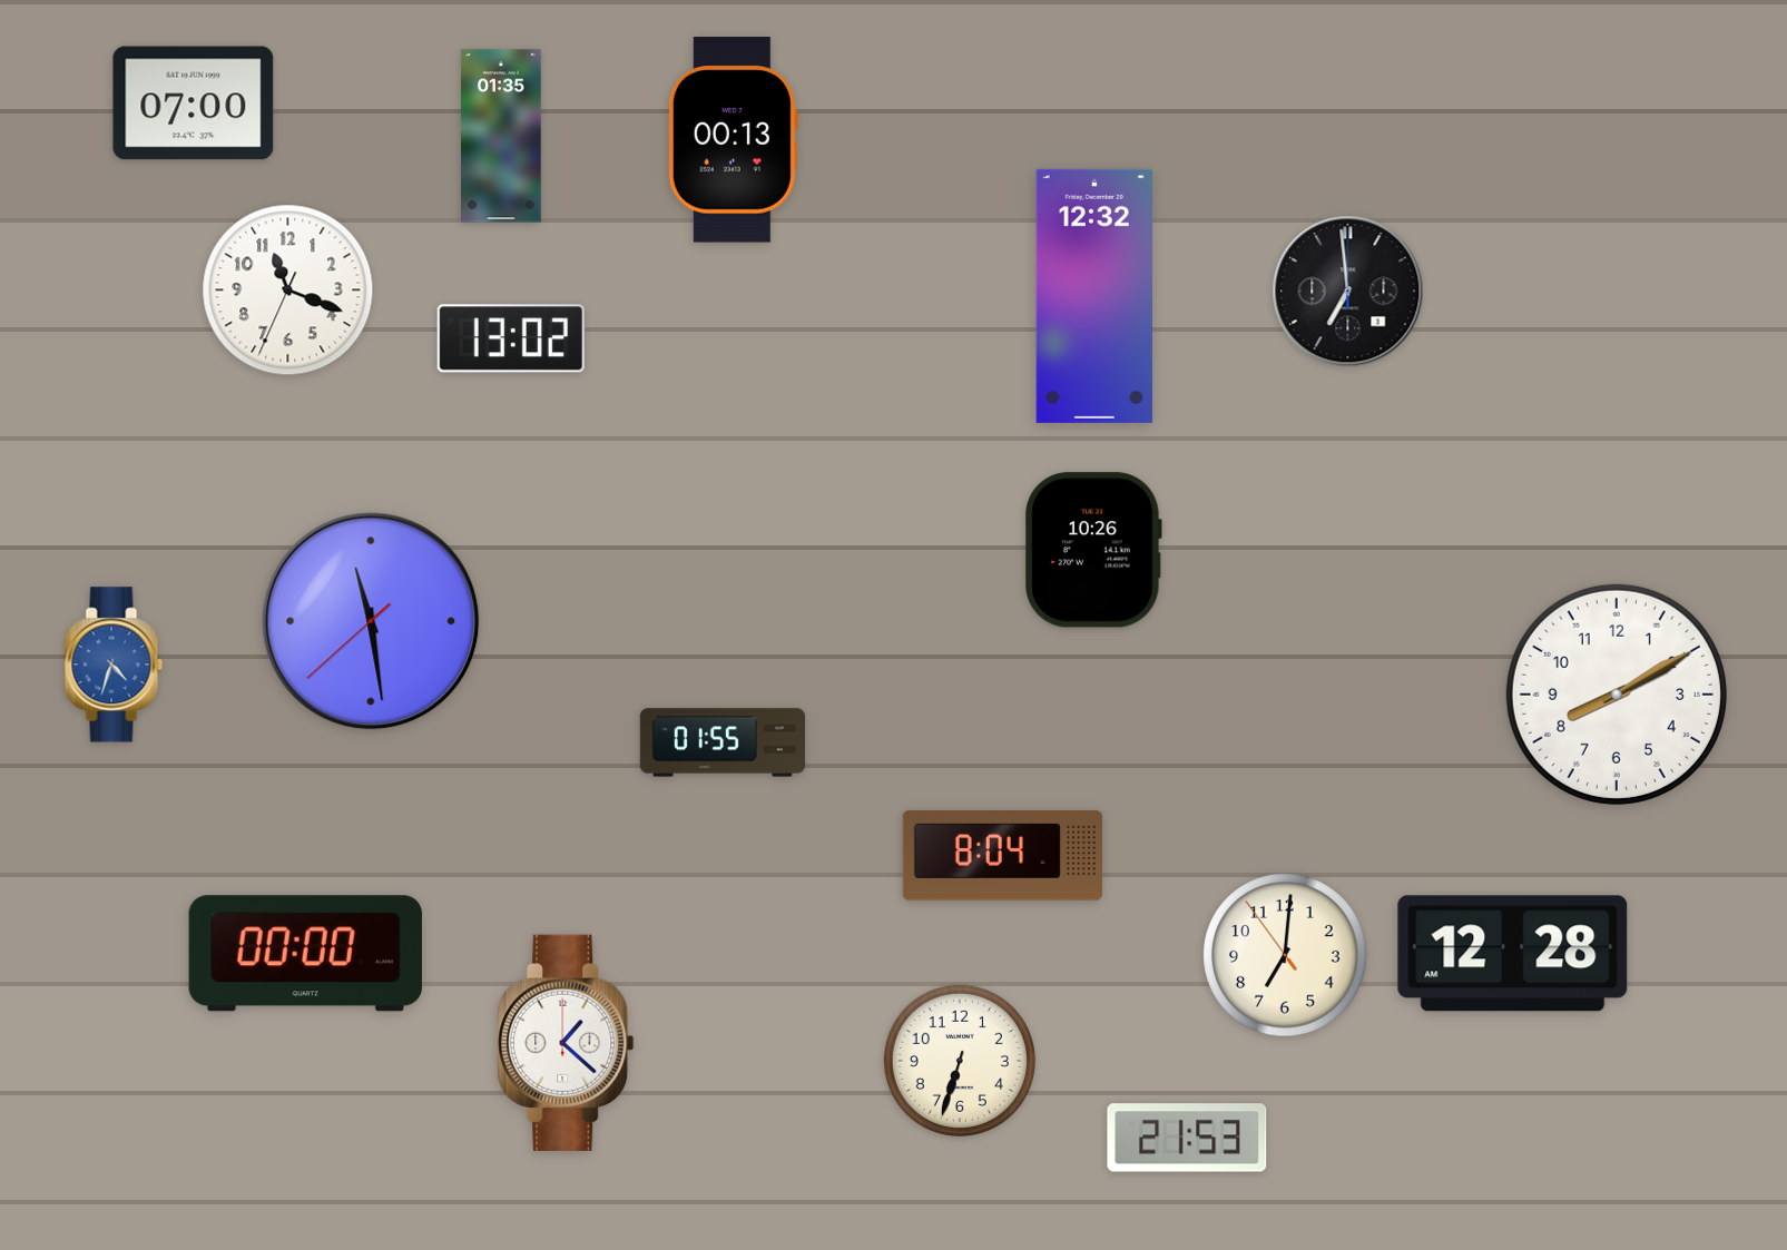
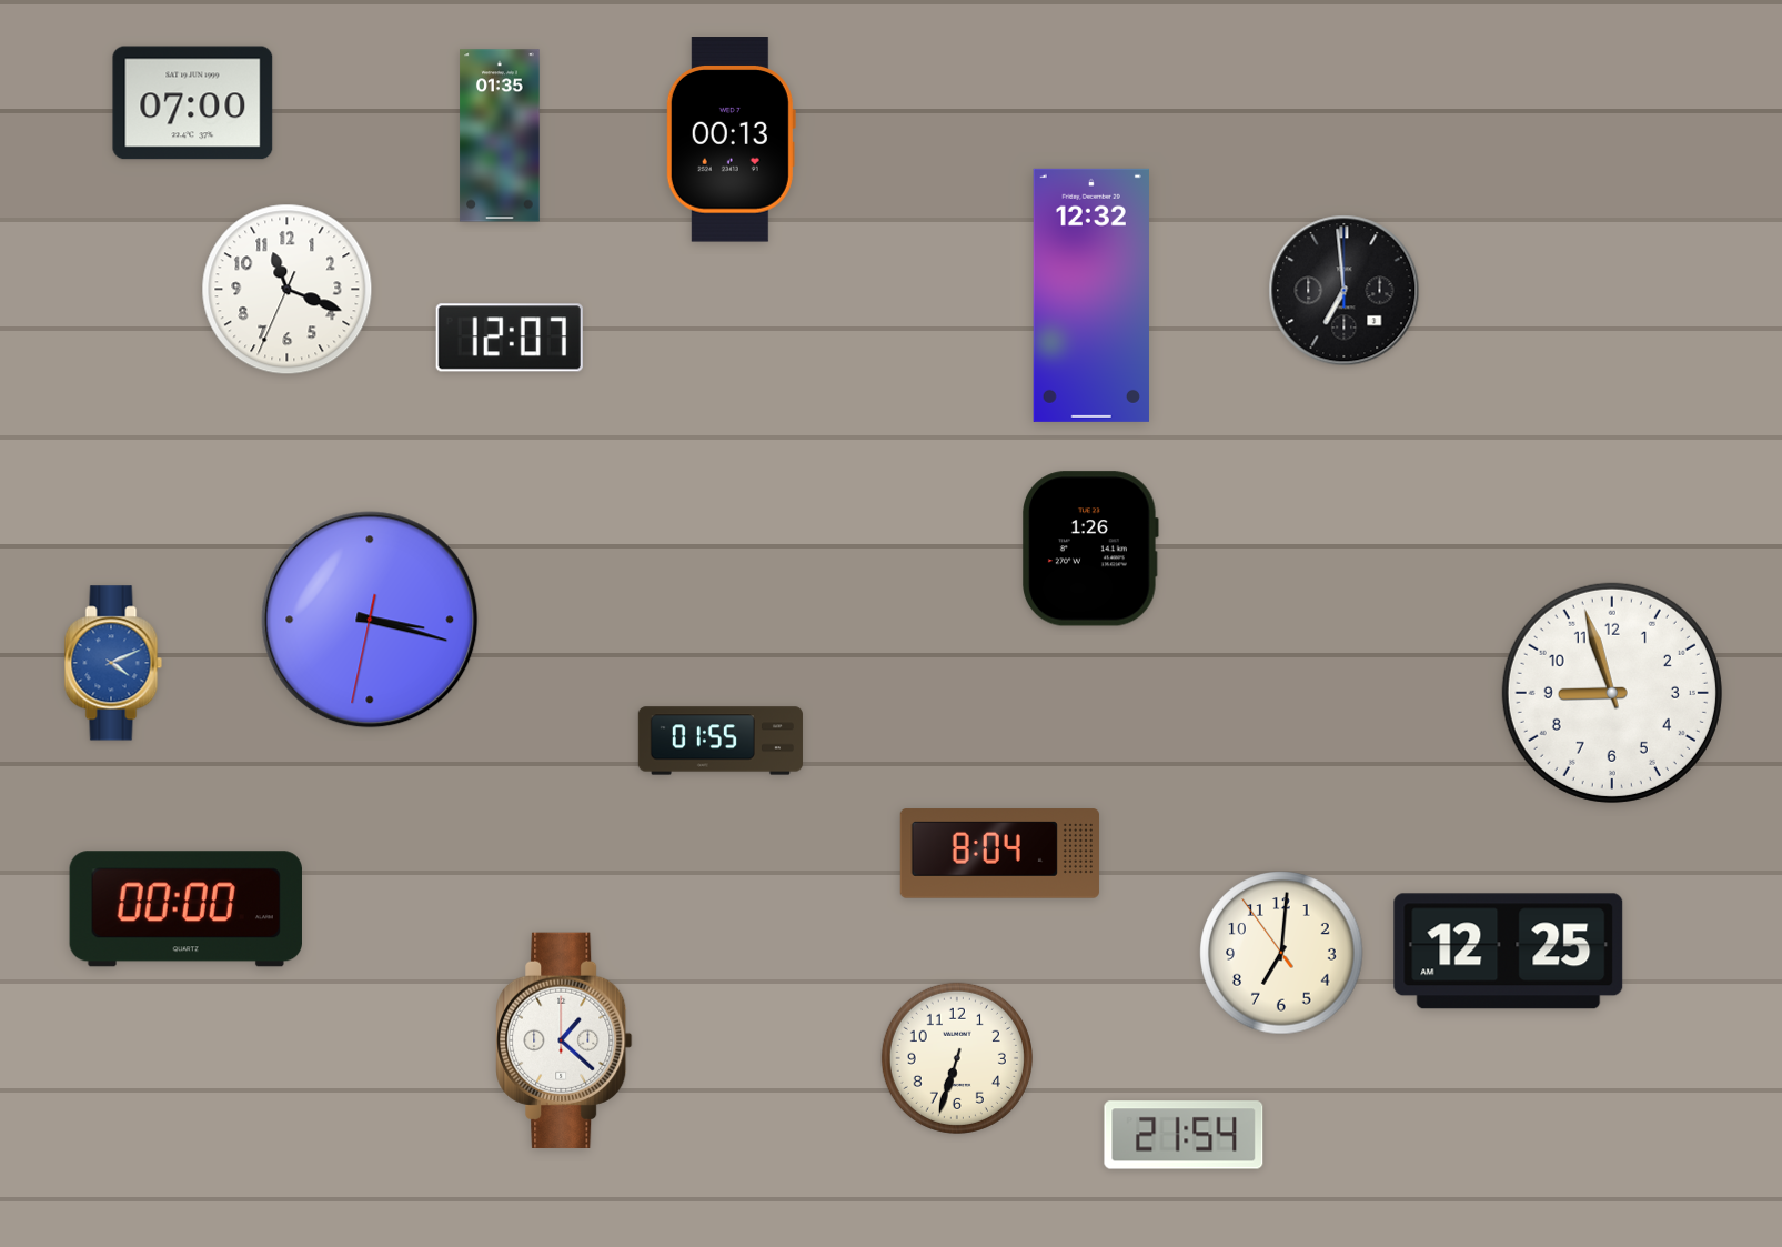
clock at (511, 338): 13:02 -> 12:07
clock at (1094, 550): 10:26 -> 1:26
clock at (371, 621): 11:28 -> 3:17
clock at (114, 665): 4:33 -> 4:11
clock at (1617, 695): 8:10 -> 8:57
clock at (305, 954) position: (305, 954) -> (185, 909)
clock at (1513, 954): 12:28 -> 12:25
clock at (1187, 1138): 21:53 -> 21:54
